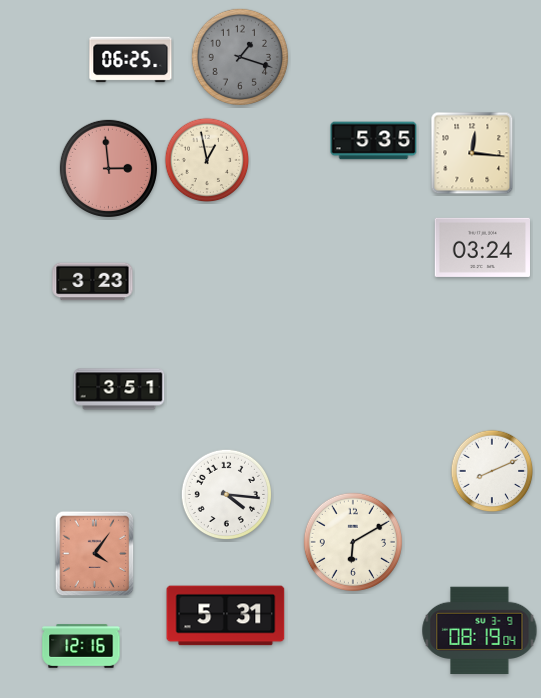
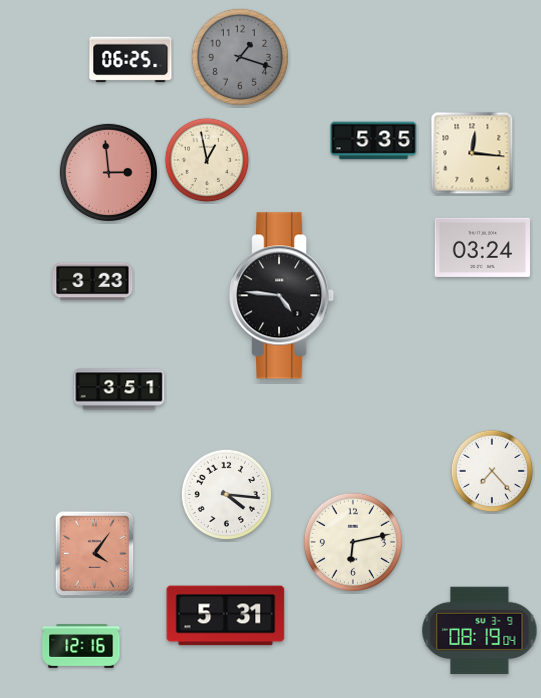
clock at (108, 168) position: (108, 168) -> (108, 172)
clock at (283, 296): none -> 4:46
clock at (492, 471): 8:11 -> 7:23
clock at (353, 542): 6:10 -> 6:13
